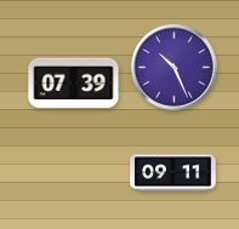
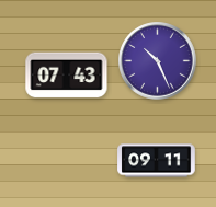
clock at (74, 84): 07:39 -> 07:43
clock at (173, 173) position: (173, 173) -> (157, 161)
